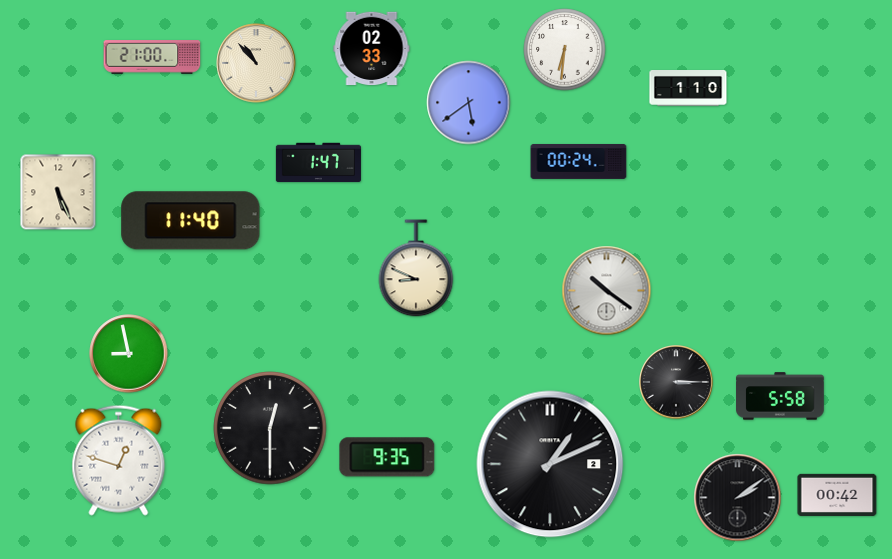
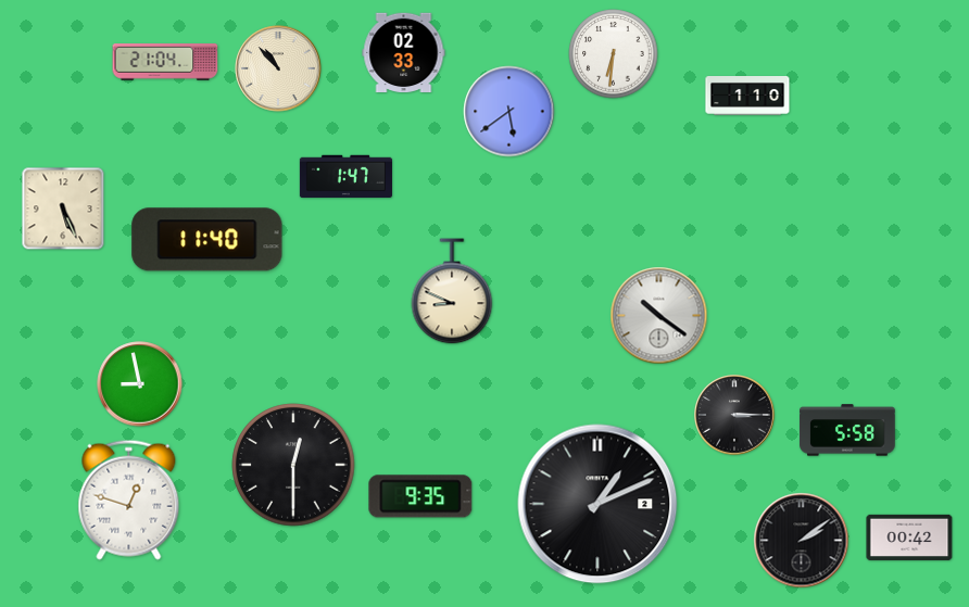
clock at (152, 57): 21:00 -> 21:04
clock at (579, 161): 00:24 -> none
